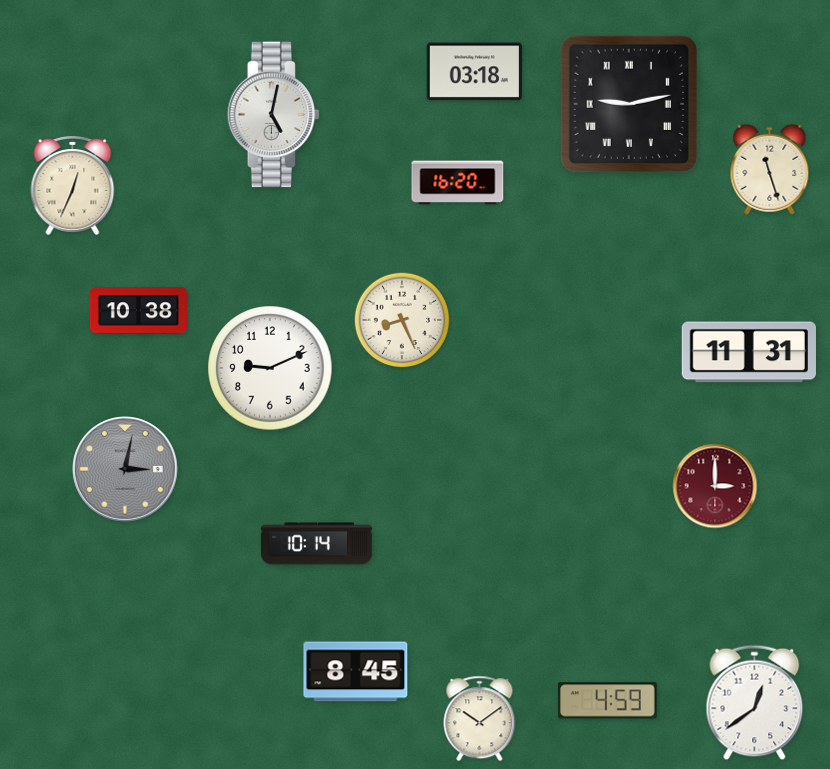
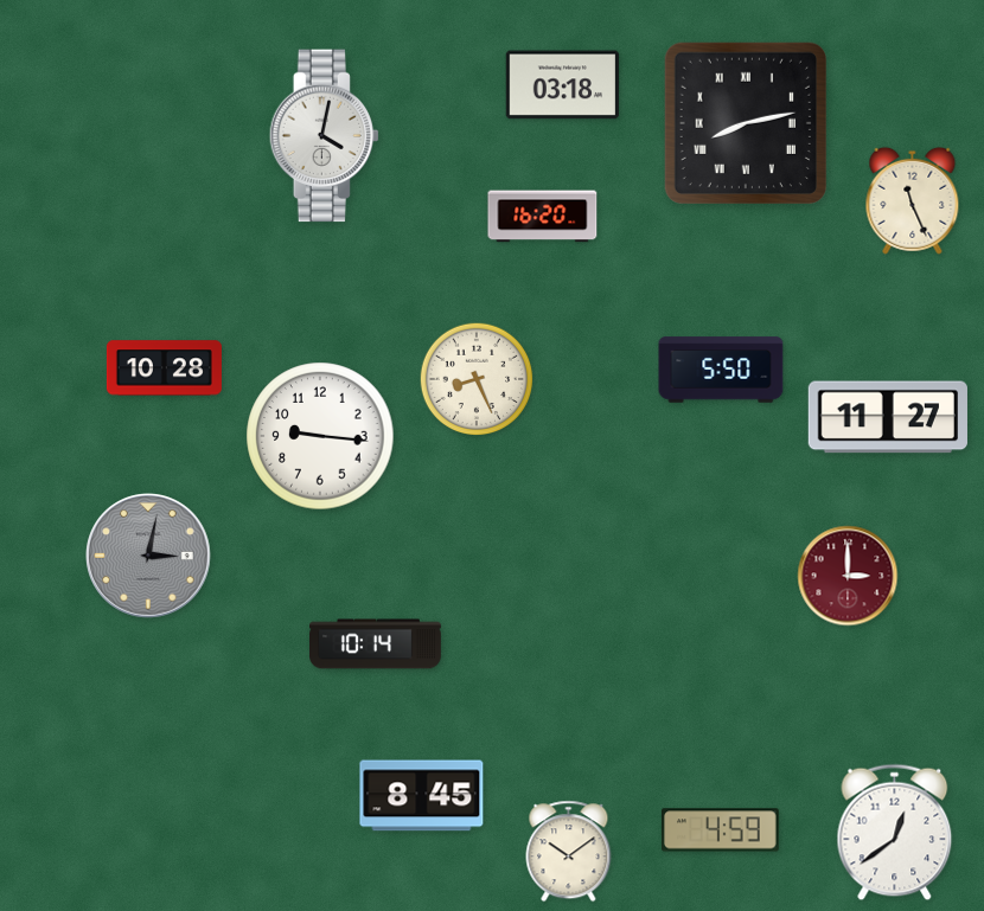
clock at (629, 104): 9:13 -> 8:13
clock at (274, 115): 5:02 -> 4:02
clock at (770, 169): 11:27 -> 11:26
clock at (73, 185): 12:34 -> none
clock at (138, 311): 10:38 -> 10:28
clock at (721, 370): none -> 5:50
clock at (749, 352): 11:31 -> 11:27
clock at (270, 368): 9:11 -> 9:16
